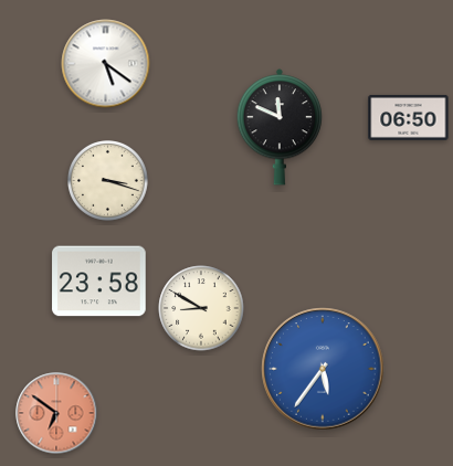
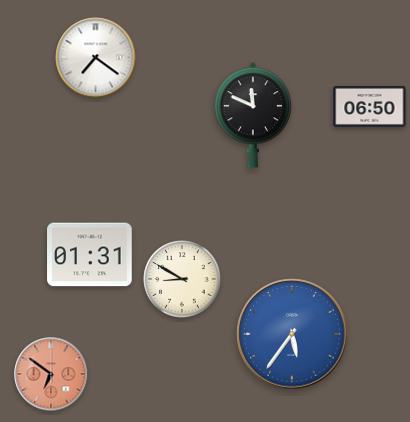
clock at (106, 64): 5:21 -> 7:21
clock at (108, 181): 3:18 -> none
clock at (99, 282): 23:58 -> 01:31
